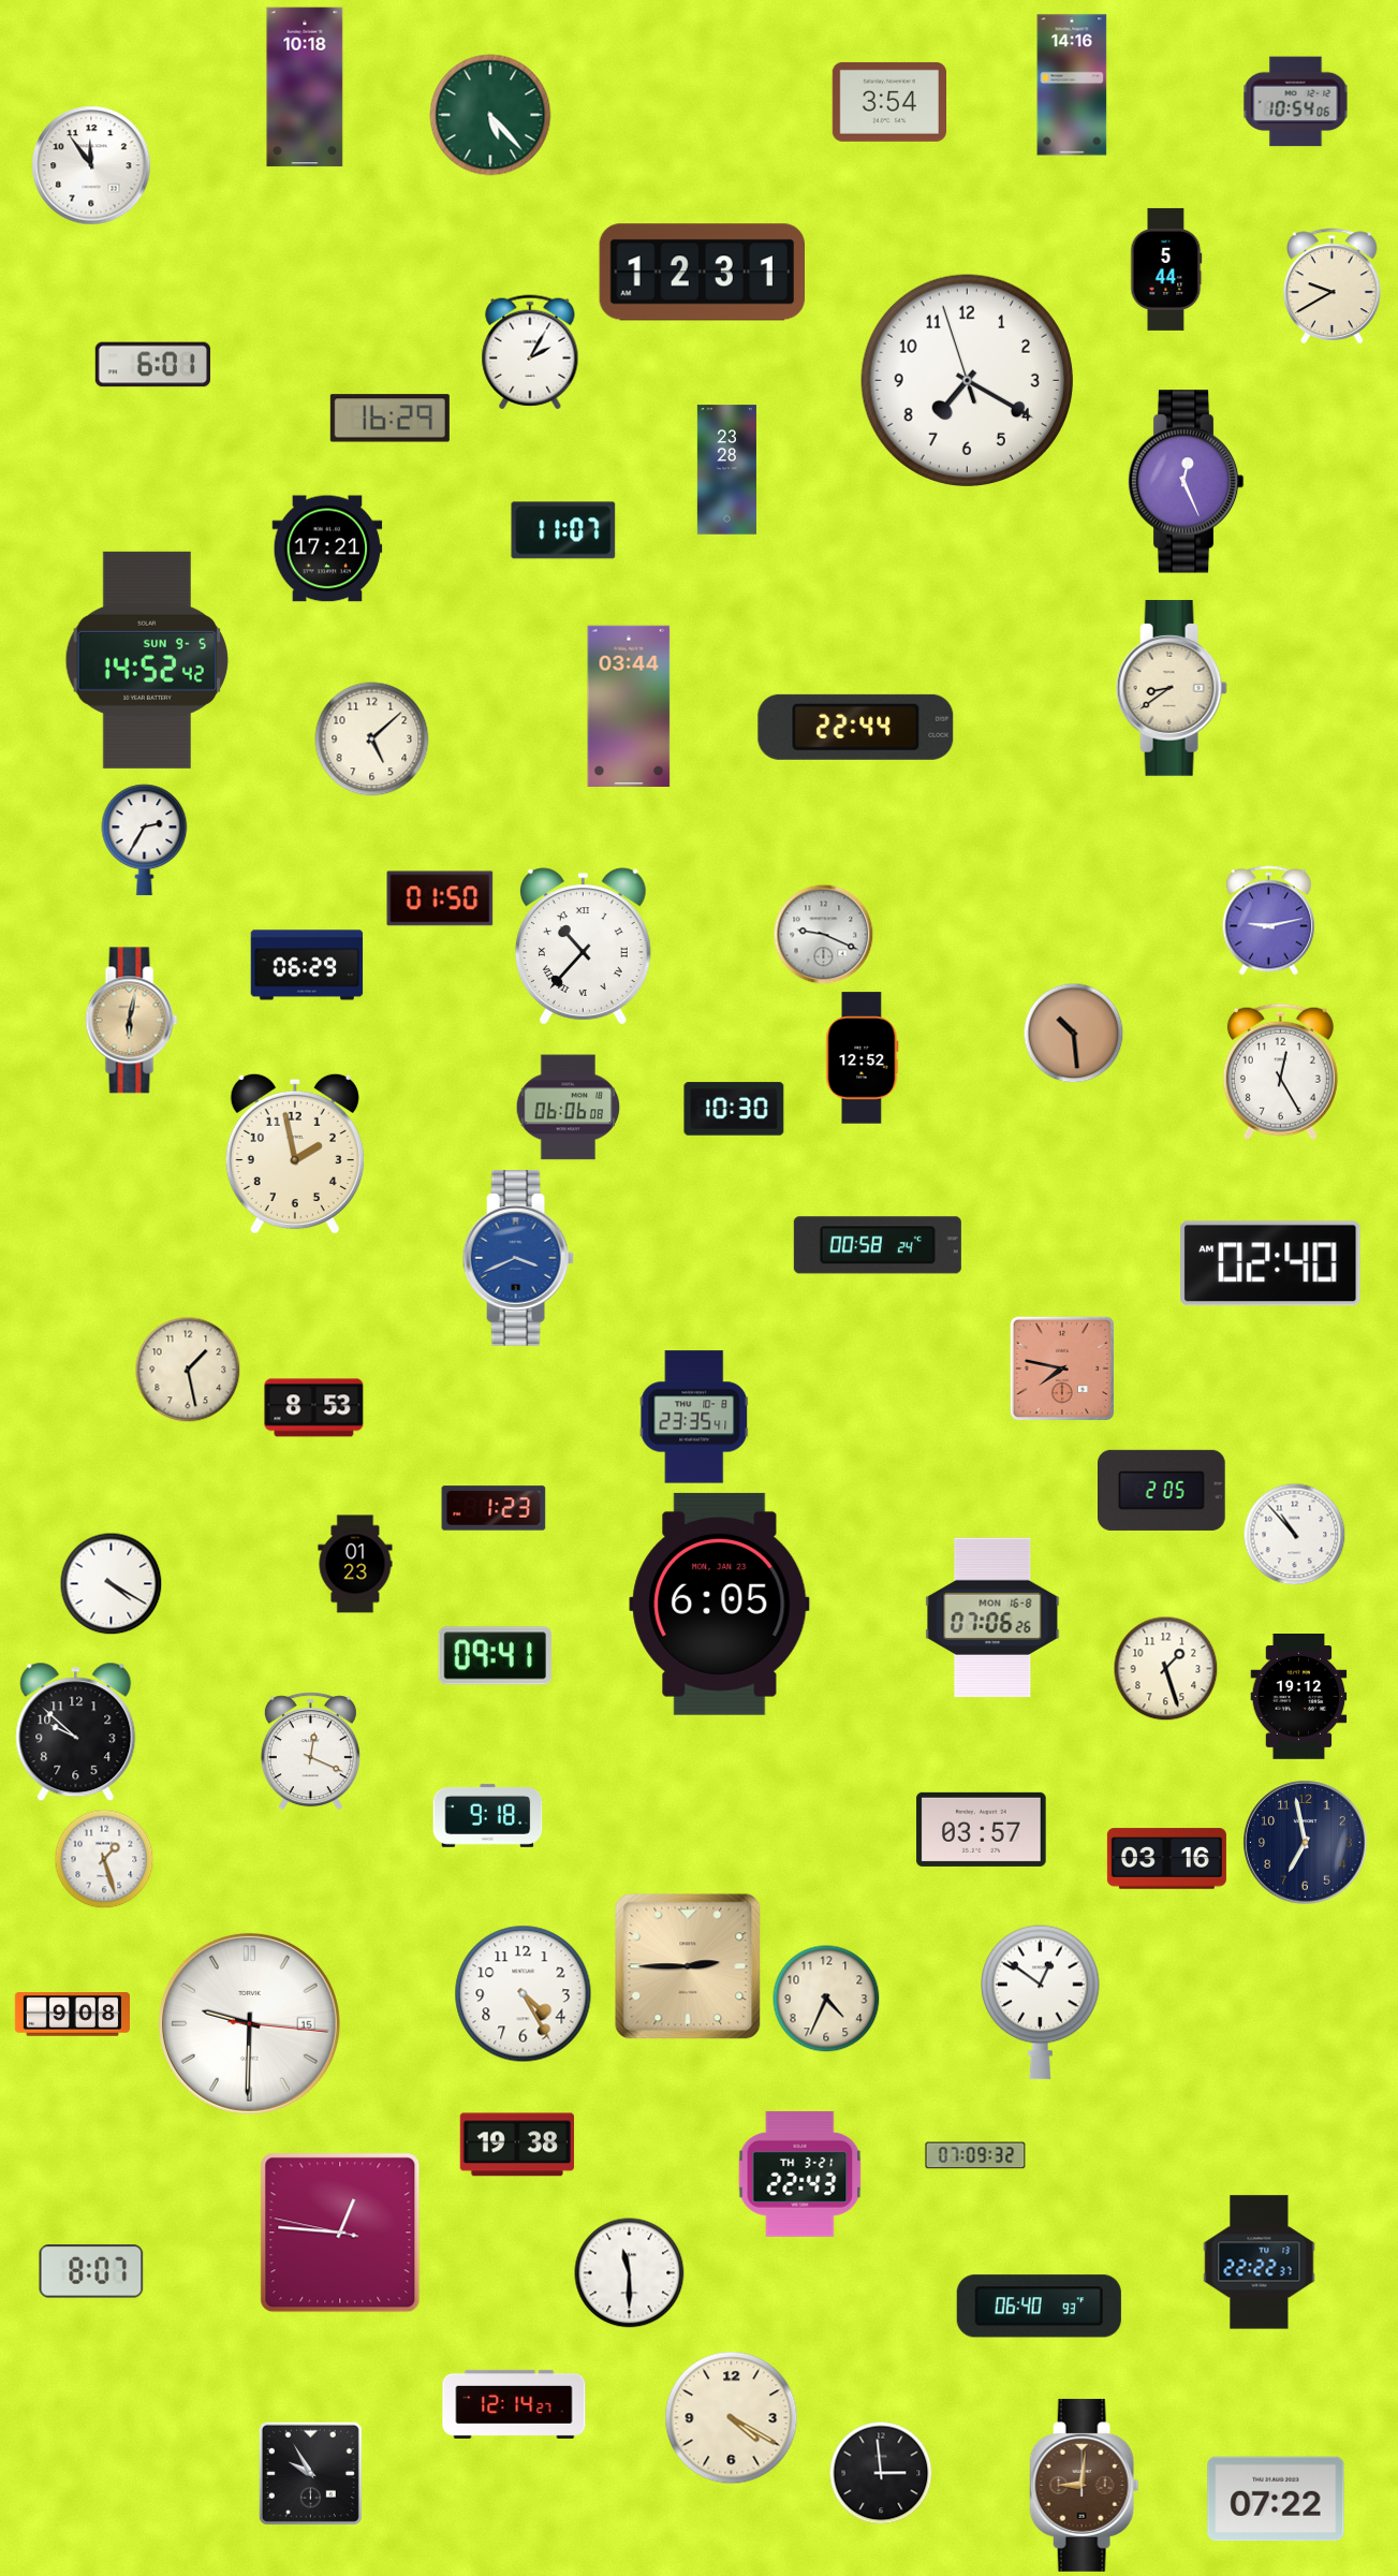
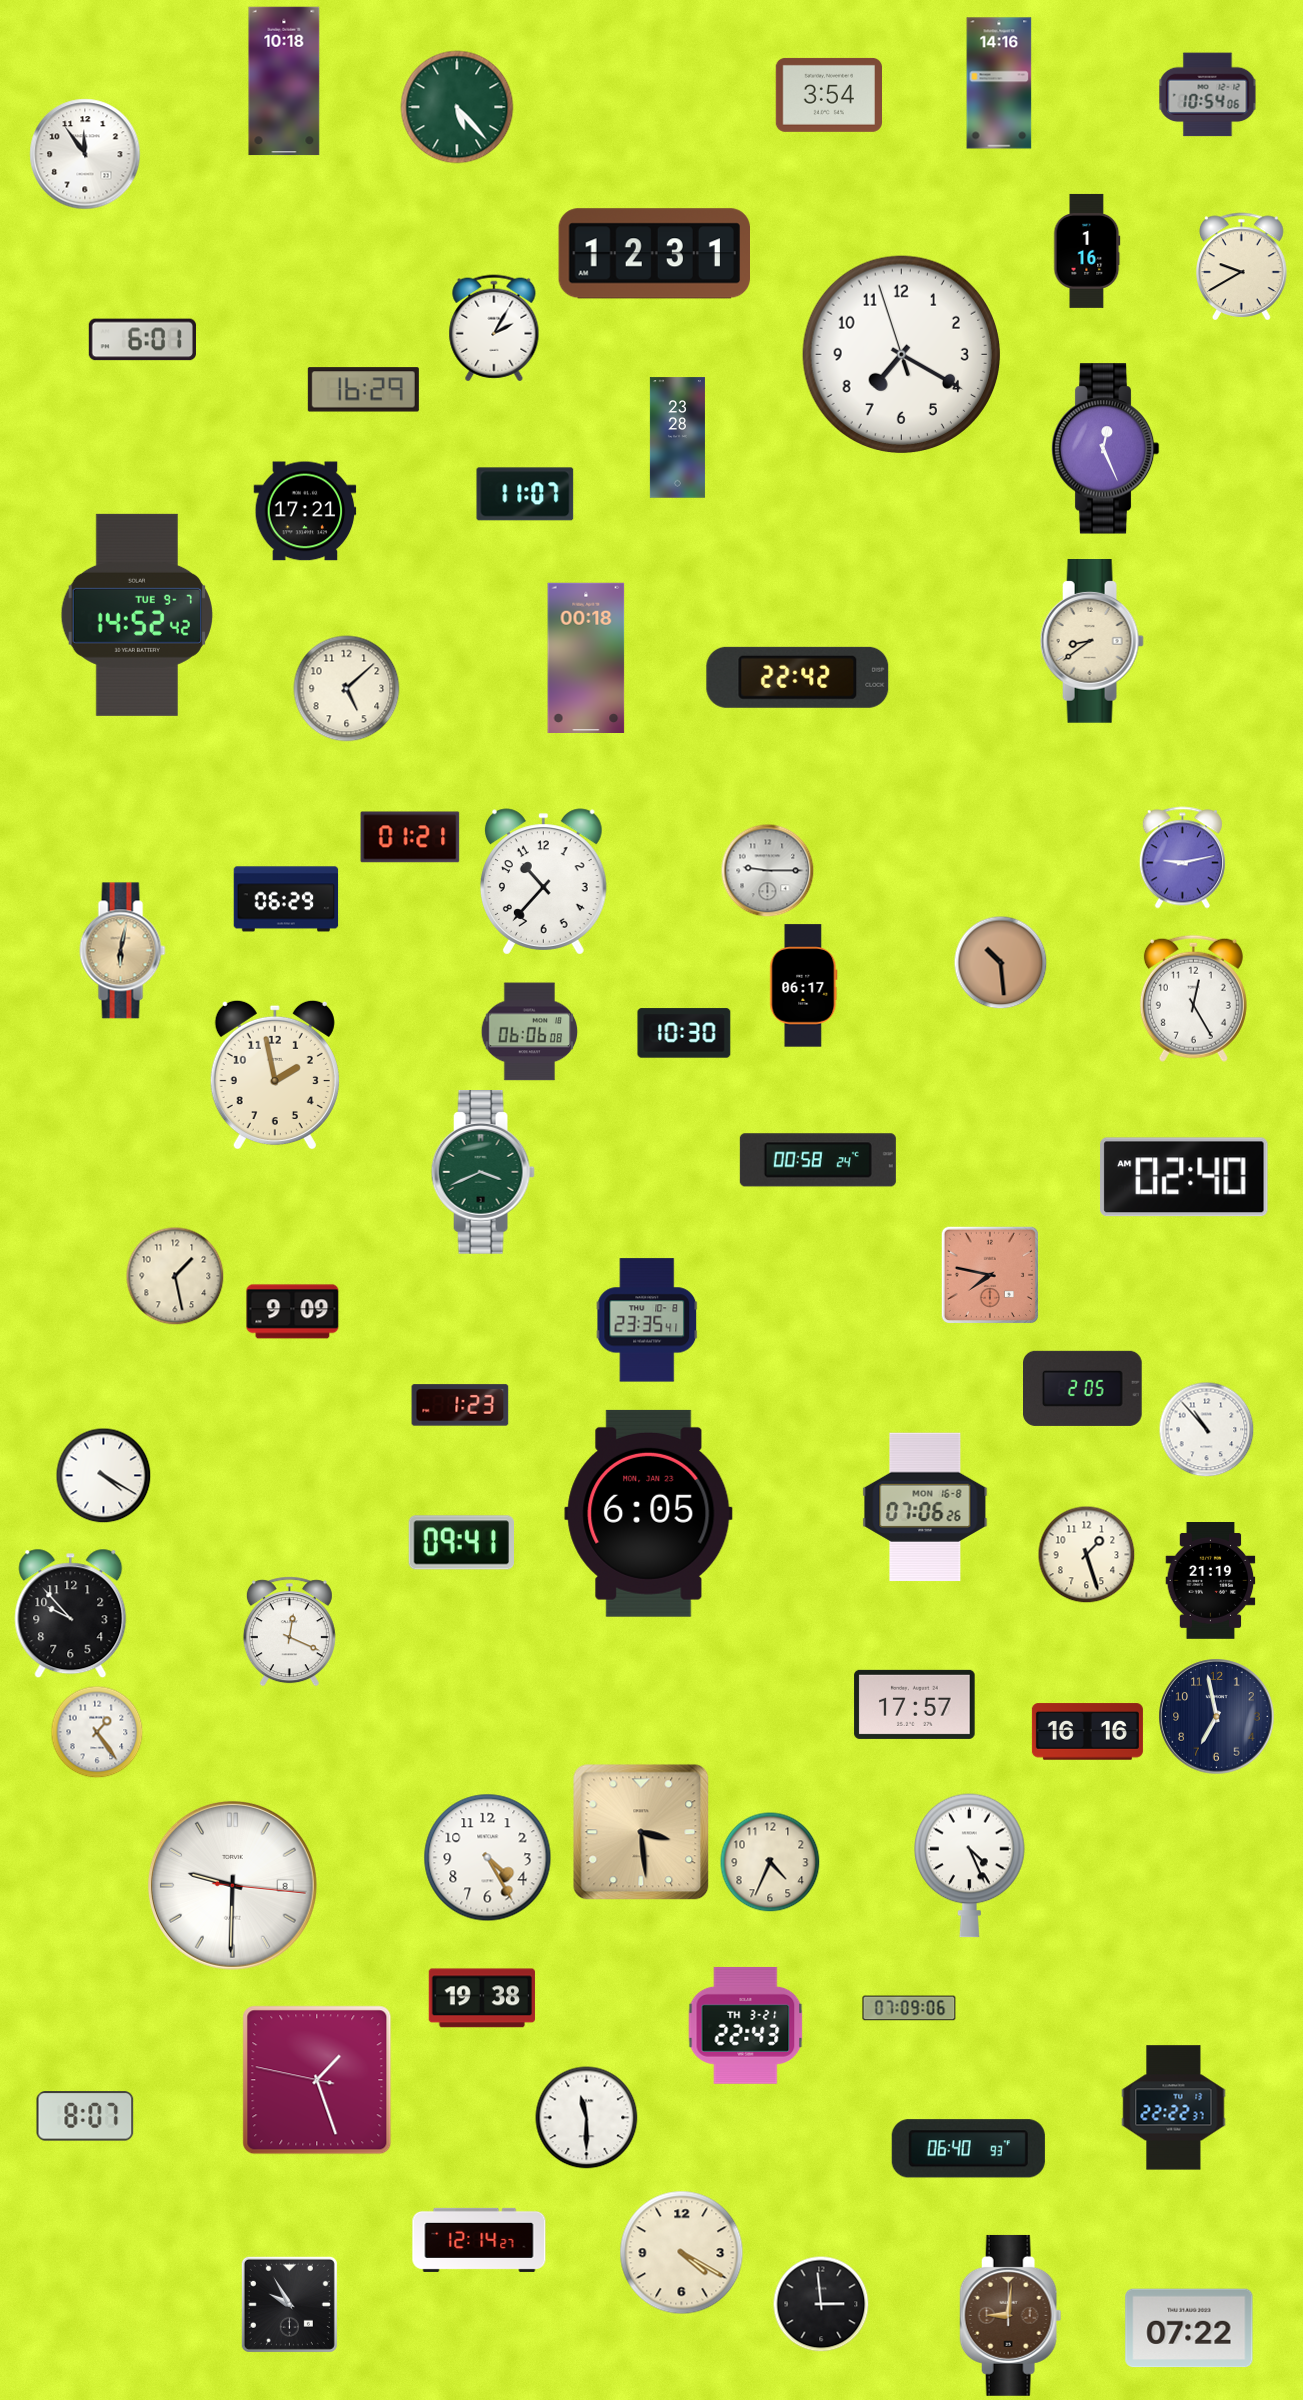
clock at (1072, 85) position: (1072, 85) -> (999, 83)
clock at (1166, 269): 5:44 -> 1:16
clock at (146, 660) date: SUN 9-5 -> TUE 9-7
clock at (629, 705): 03:44 -> 00:18
clock at (856, 727): 22:44 -> 22:42
clock at (145, 840): 2:35 -> none
clock at (440, 898): 01:50 -> 01:21
clock at (823, 934): 9:19 -> 9:15
clock at (583, 947) numerals: Roman -> Arabic
clock at (863, 1058): 12:52 -> 06:17
clock at (518, 1259) dial: blue -> green
clock at (314, 1408): 8:53 -> 9:09
clock at (355, 1564): 01:23 -> none
clock at (720, 1604) position: (720, 1604) -> (649, 1513)
clock at (1299, 1697): 19:12 -> 21:19
clock at (76, 1732): 9:52 -> 9:53
clock at (488, 1815): 9:18 -> none
clock at (982, 1829): 03:57 -> 17:57
clock at (104, 1859): 1:27 -> 1:24
clock at (1166, 1859): 03:16 -> 16:16
clock at (688, 1966): 2:45 -> 3:29
clock at (1041, 2002): 12:51 -> 4:26
clock at (72, 2015): 9:08 -> none
clock at (249, 2023) date: 15 -> 8
clock at (975, 2155): 07:09:32 -> 07:09:06
clock at (340, 2233): 12:45 -> 1:26
